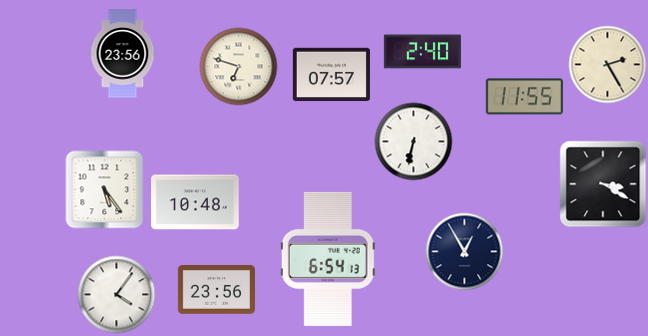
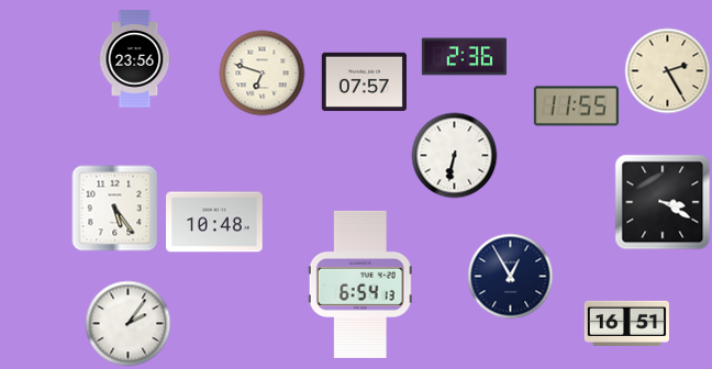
clock at (422, 52): 2:40 -> 2:36
clock at (216, 290): 23:56 -> none
clock at (116, 294): 4:06 -> 2:06
clock at (626, 323): none -> 16:51
